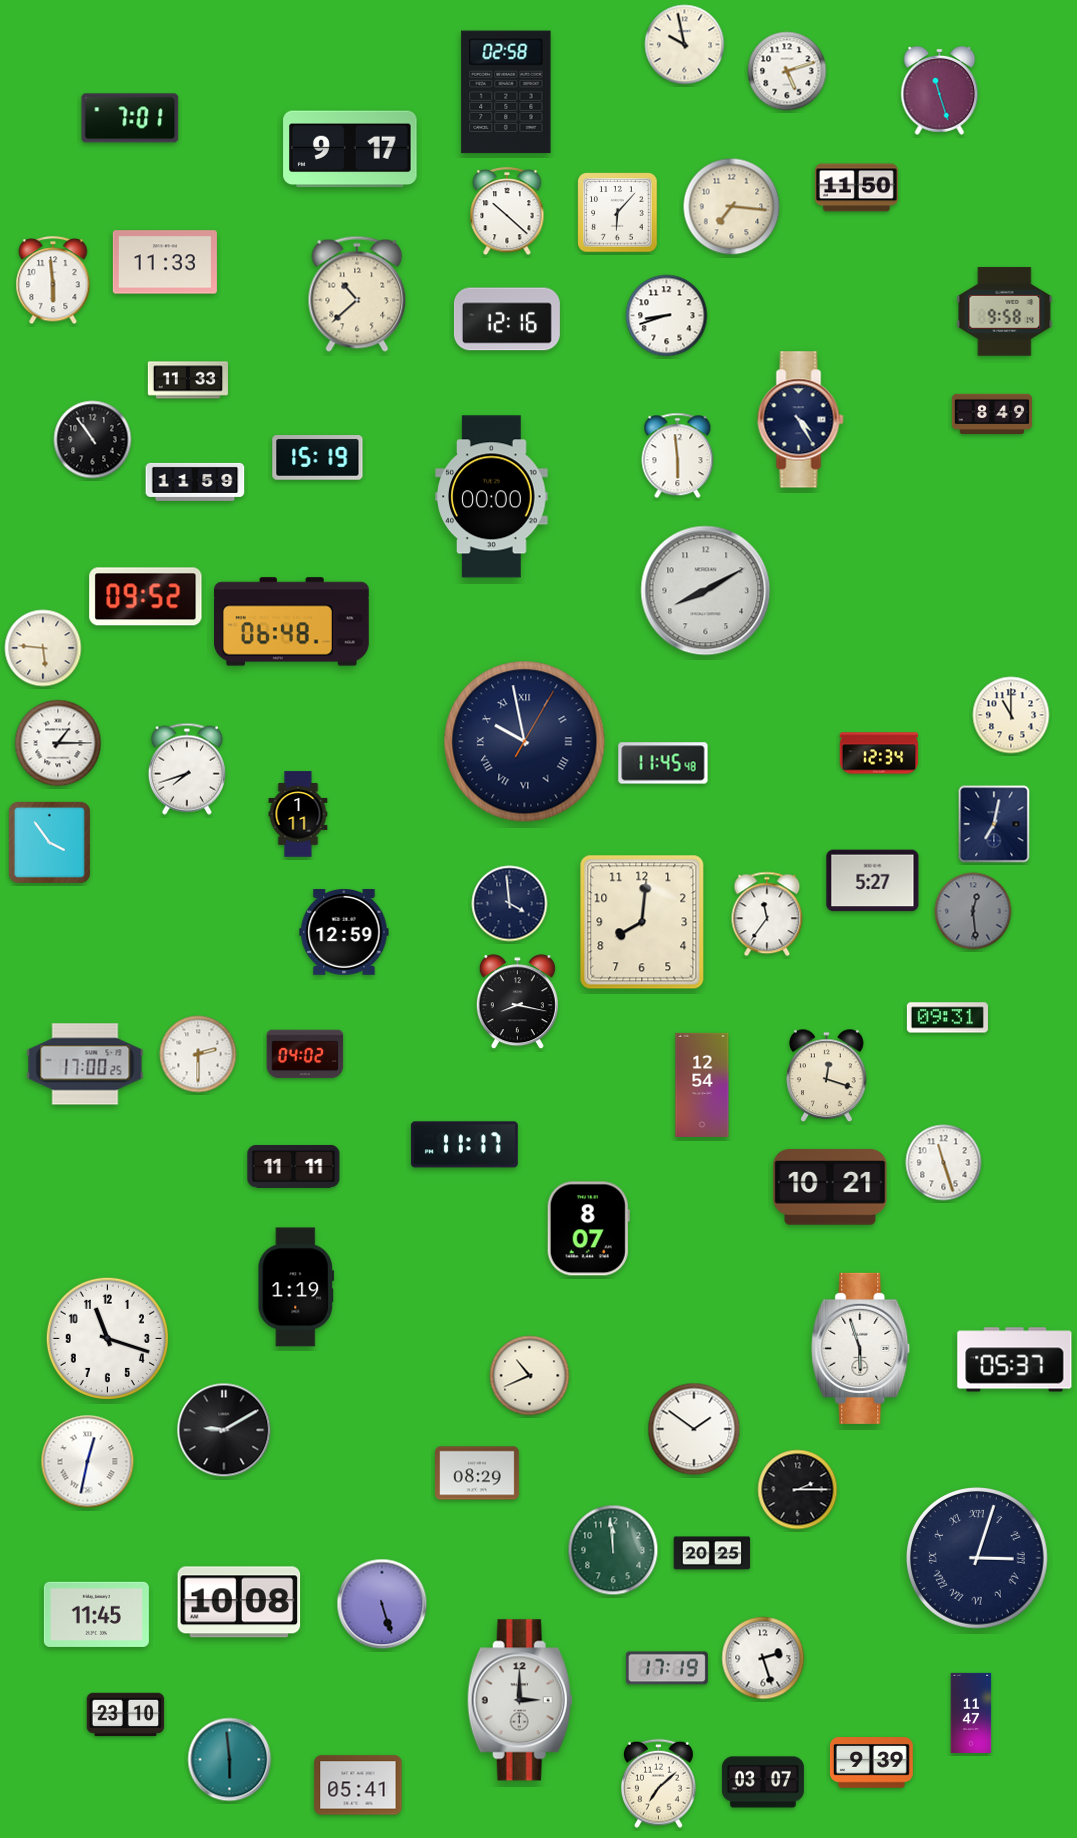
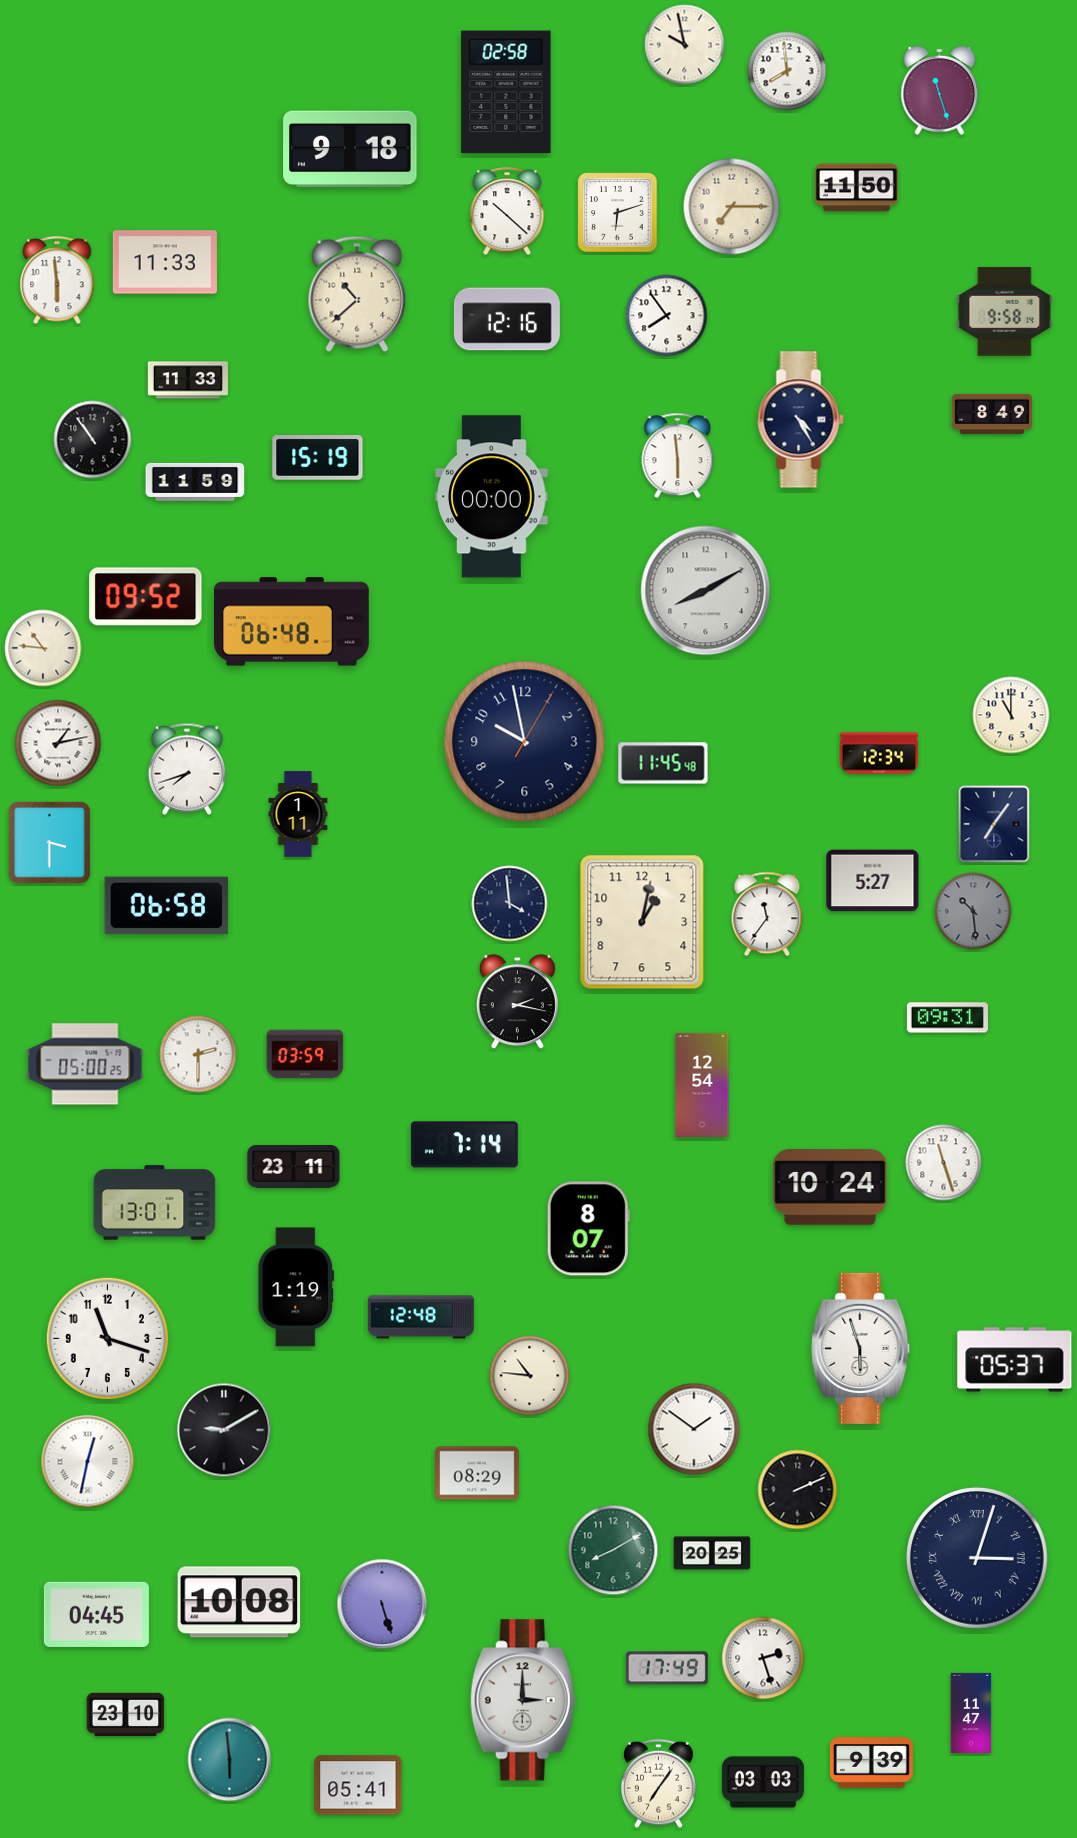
clock at (787, 71): 5:12 -> 7:59
clock at (130, 118): 7:01 -> none
clock at (350, 149): 9:17 -> 9:18
clock at (732, 207): 7:16 -> 7:15
clock at (618, 213): 6:07 -> 6:12
clock at (53, 281) position: (53, 281) -> (57, 281)
clock at (667, 316): 8:42 -> 7:54
clock at (43, 648): 5:46 -> 10:46
clock at (525, 742) numerals: Roman -> Arabic
clock at (58, 743): 1:15 -> 1:13
clock at (994, 824): 7:02 -> 7:06
clock at (49, 842): 3:54 -> 3:30
clock at (167, 906): none -> 06:58
clock at (973, 911): 12:29 -> 10:29
clock at (642, 922): 8:01 -> 1:02
clock at (344, 933): 12:59 -> none
clock at (517, 1002): 8:17 -> 2:17
clock at (305, 1054): 04:02 -> 03:59
clock at (85, 1064): 17:00 -> 05:00
clock at (827, 1076): 12:18 -> none
clock at (464, 1145): 11:17 -> 7:14
clock at (294, 1166): 11:11 -> 23:11
clock at (830, 1187): 10:21 -> 10:24
clock at (155, 1203): none -> 13:01
clock at (421, 1317): none -> 12:48
clock at (530, 1376): 10:41 -> 10:46
clock at (798, 1490): 2:15 -> 2:11
clock at (613, 1550): 11:59 -> 8:10
clock at (96, 1614): 11:45 -> 04:45
clock at (667, 1668): 17:19 -> 17:49
clock at (520, 1700) position: (520, 1700) -> (523, 1700)
clock at (763, 1782): 03:07 -> 03:03
clock at (659, 1784): 7:08 -> 7:06
